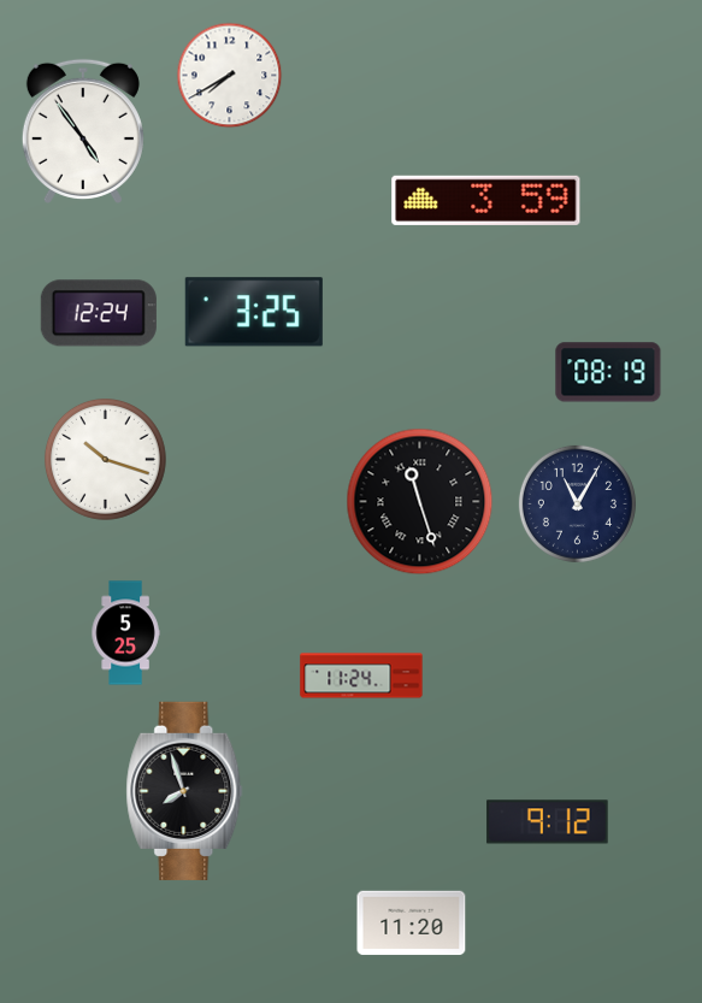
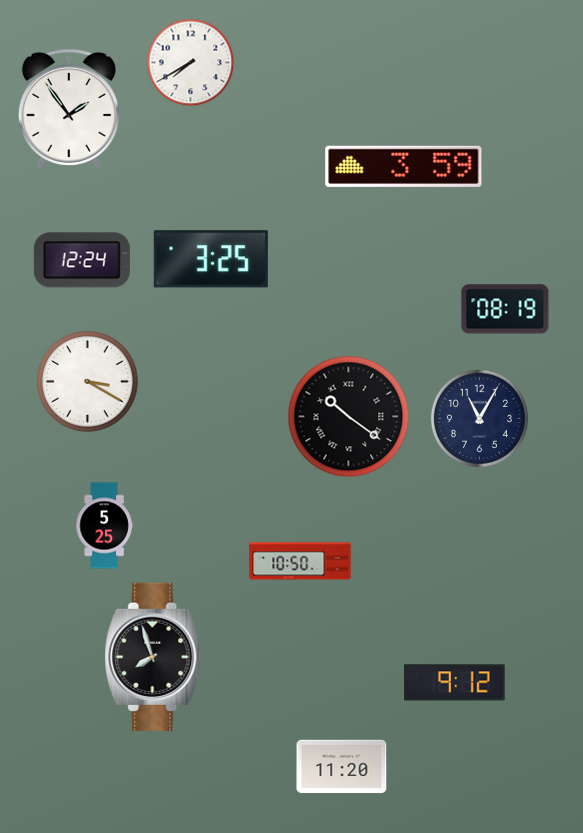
clock at (83, 131): 4:54 -> 1:54
clock at (105, 459): 10:18 -> 3:20
clock at (420, 502): 11:27 -> 10:21
clock at (361, 675): 11:24 -> 10:50
